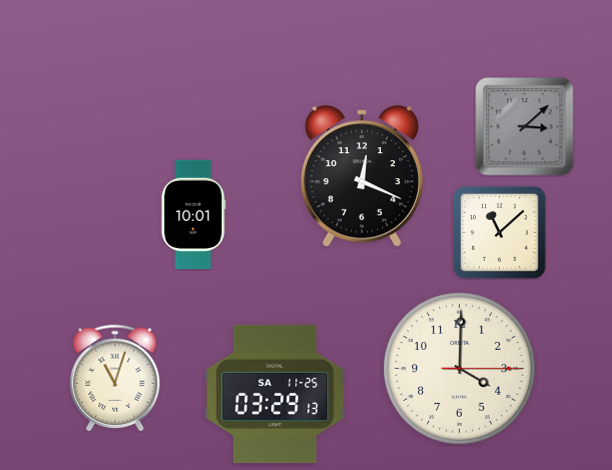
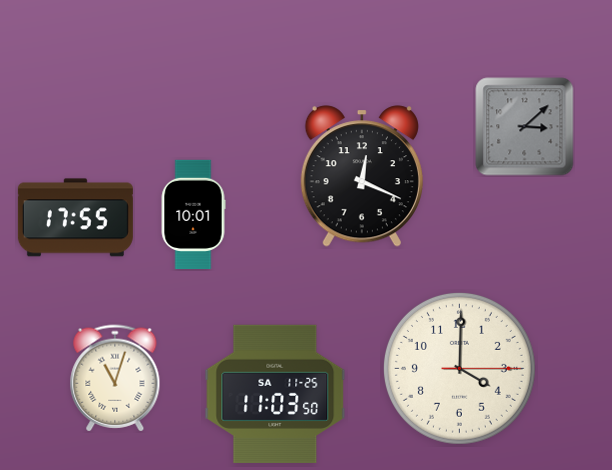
clock at (75, 218): none -> 17:55
clock at (499, 232): 11:08 -> none
clock at (275, 394): 03:29 -> 11:03
